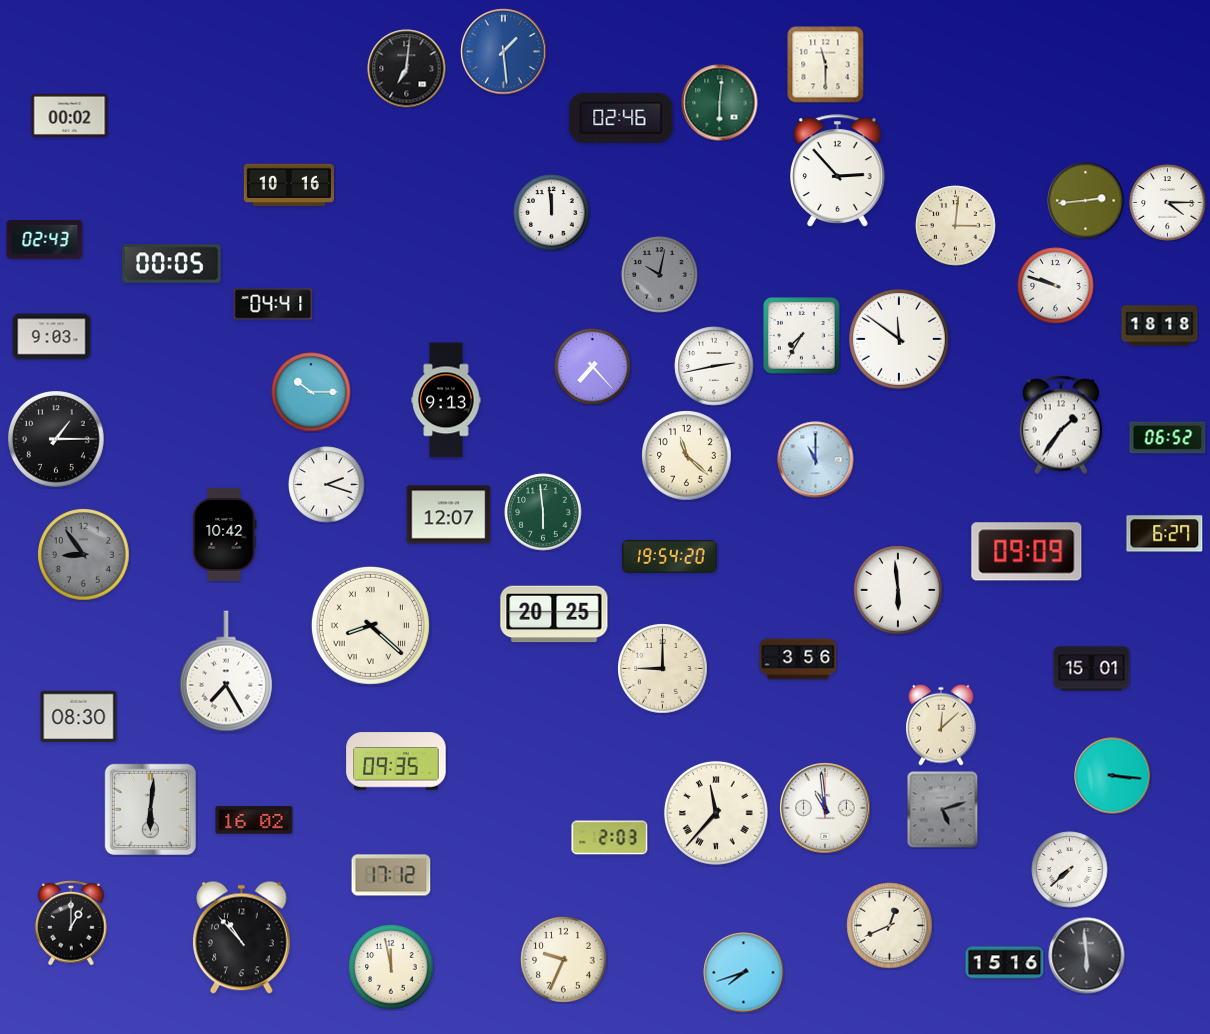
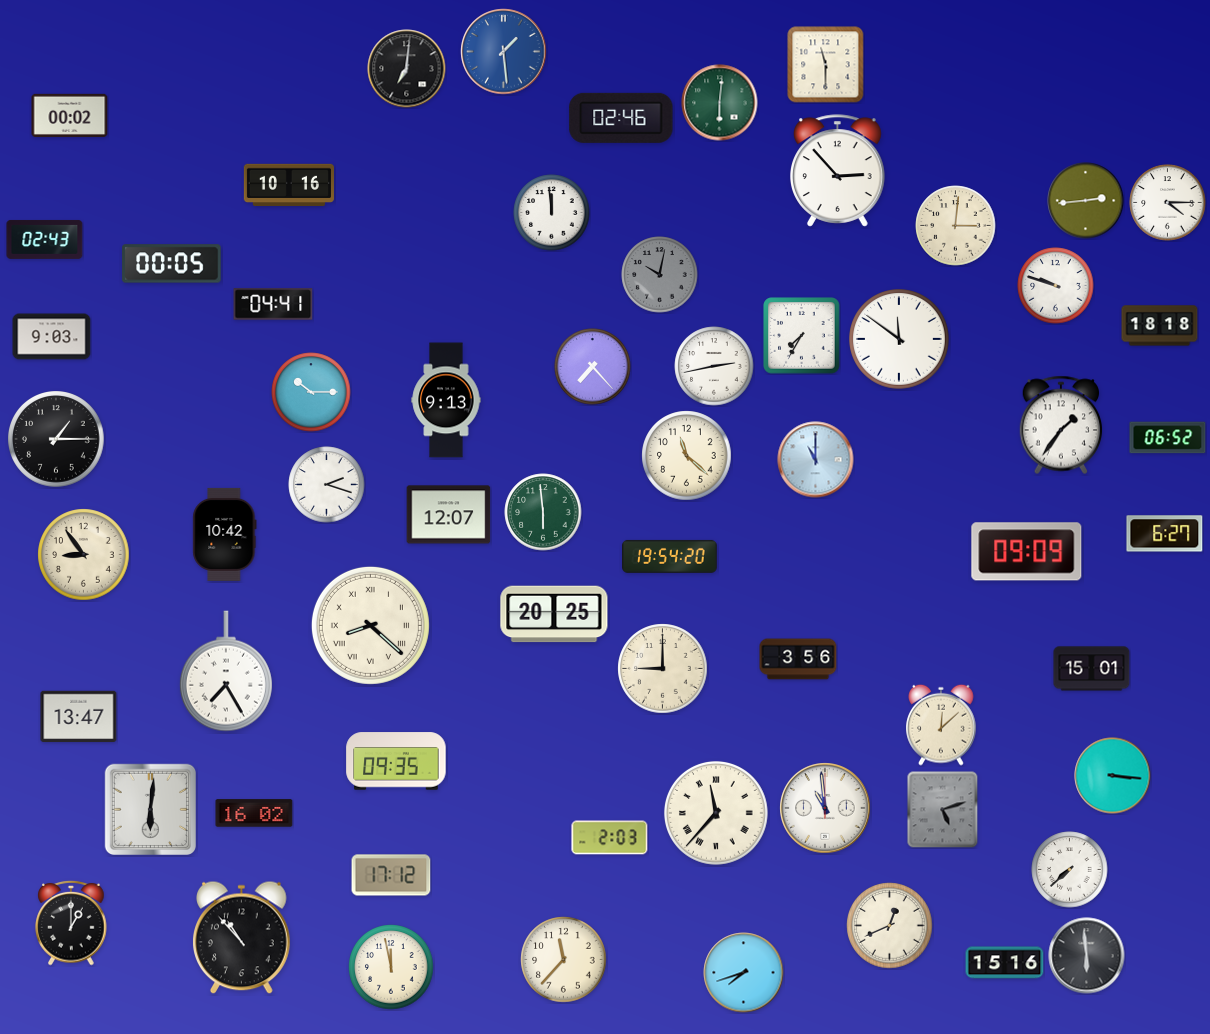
clock at (84, 555) dial: grey -> cream
clock at (898, 590): 5:59 -> none
clock at (79, 717): 08:30 -> 13:47
clock at (254, 820) position: (254, 820) -> (254, 813)
clock at (564, 960): 9:34 -> 11:37
